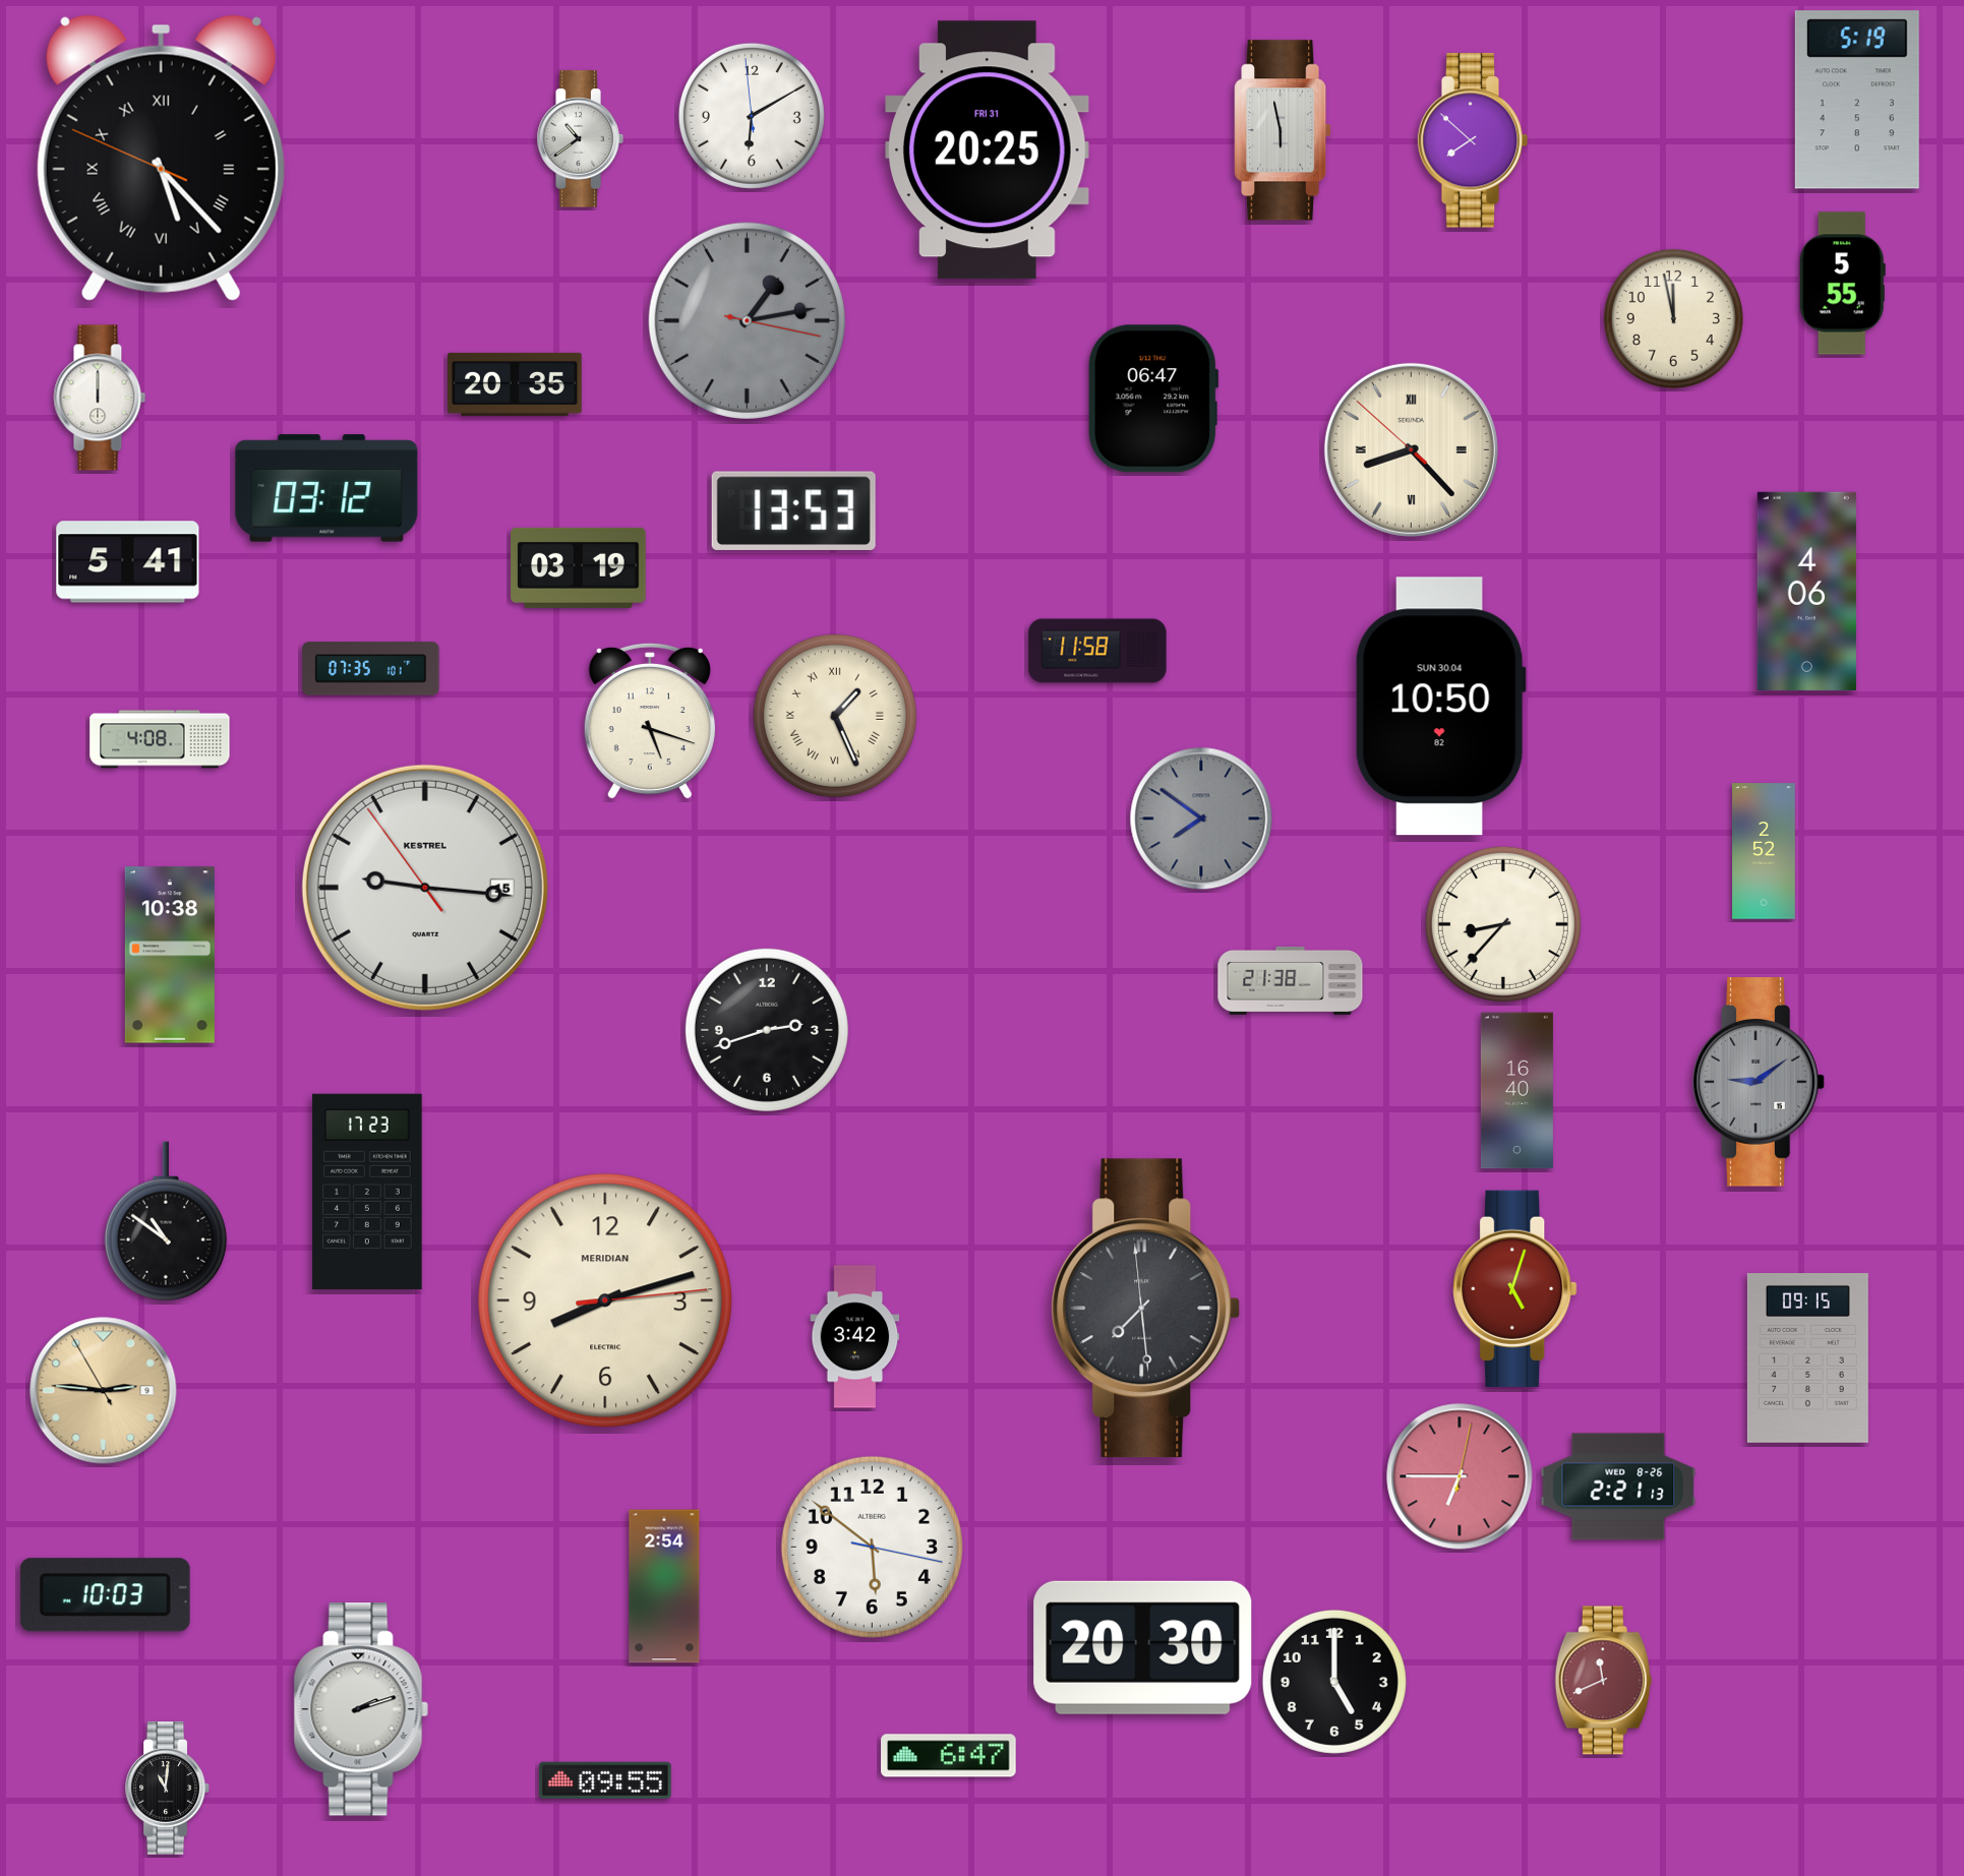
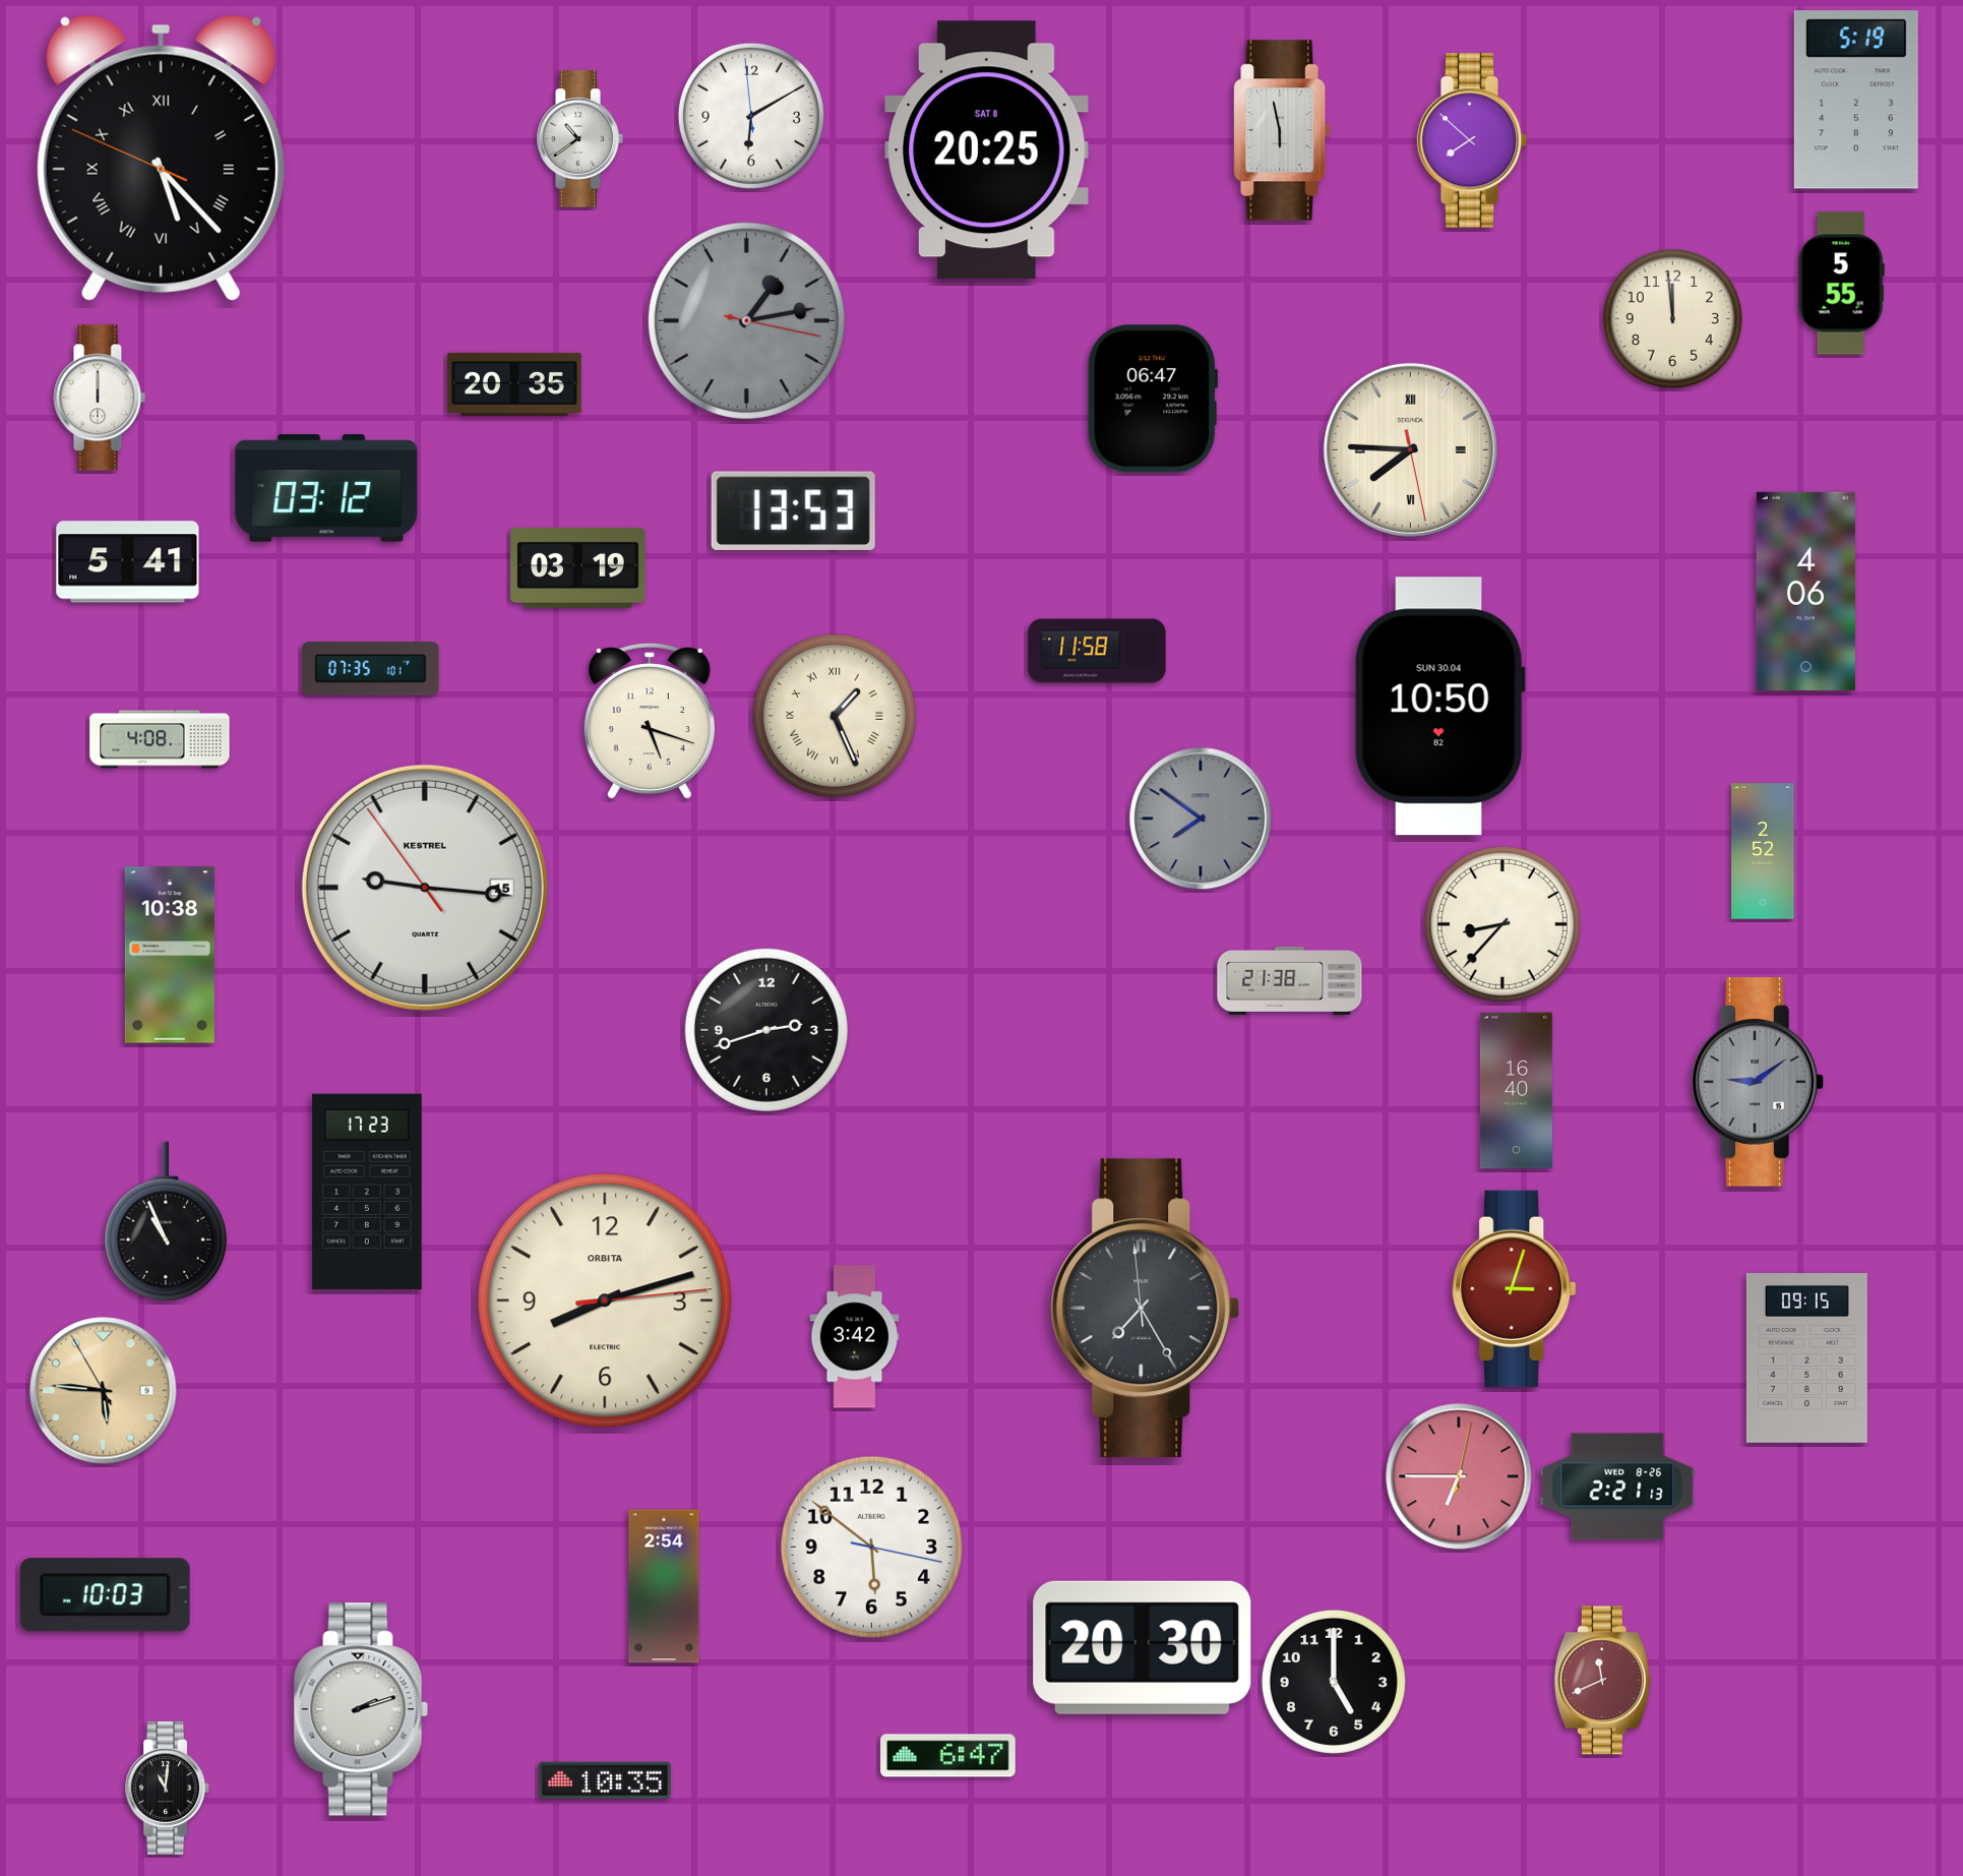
clock at (988, 150) date: FRI 31 -> SAT 8
clock at (1673, 318): 11:58 -> 11:59
clock at (1411, 449): 8:22 -> 7:45
clock at (166, 1221): 10:51 -> 10:56
clock at (1515, 1288): 5:03 -> 3:03
clock at (605, 1300) brand: MERIDIAN -> ORBITA
clock at (1146, 1309): 7:28 -> 7:24
clock at (104, 1391): 2:45 -> 5:45
clock at (605, 1780): 09:55 -> 10:35
